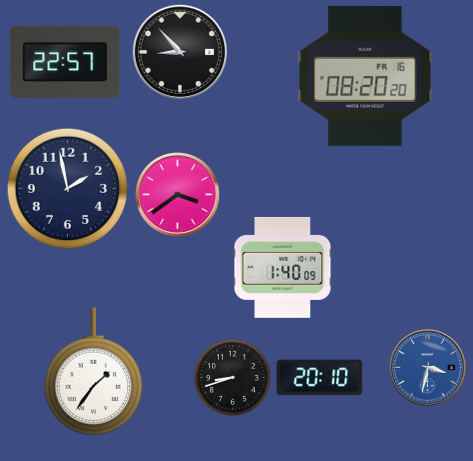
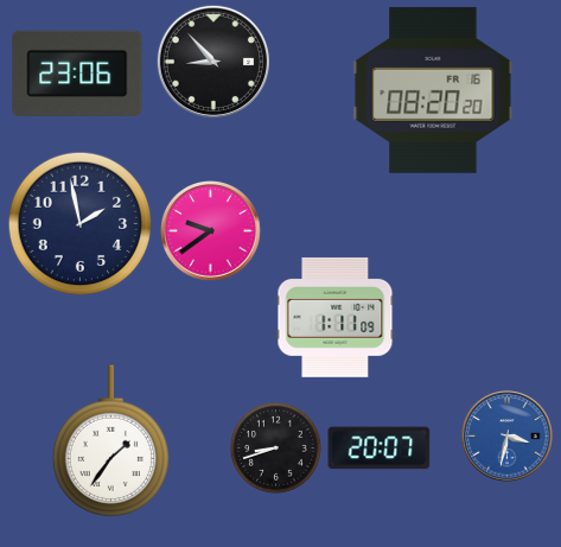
clock at (65, 62): 22:57 -> 23:06
clock at (178, 195): 3:39 -> 9:39
clock at (283, 267): 1:40 -> 1:11
clock at (320, 378): 20:10 -> 20:07
